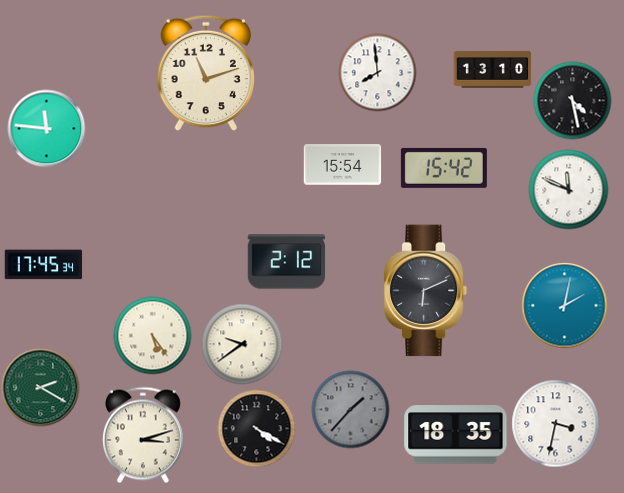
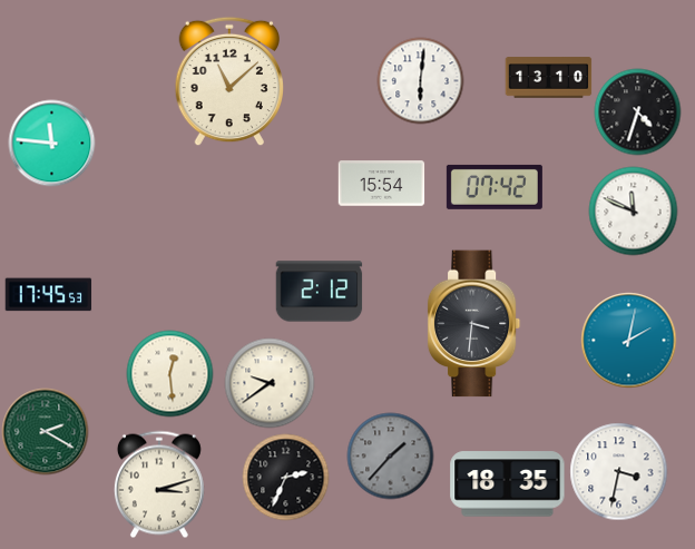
clock at (377, 72): 7:59 -> 6:01
clock at (205, 73): 11:12 -> 11:08
clock at (572, 100): 4:28 -> 4:33
clock at (444, 168): 15:42 -> 07:42
clock at (43, 265): 17:45:34 -> 17:45:53
clock at (426, 291): 6:11 -> 3:31
clock at (152, 335): 5:24 -> 12:29
clock at (256, 428): 4:20 -> 2:34
